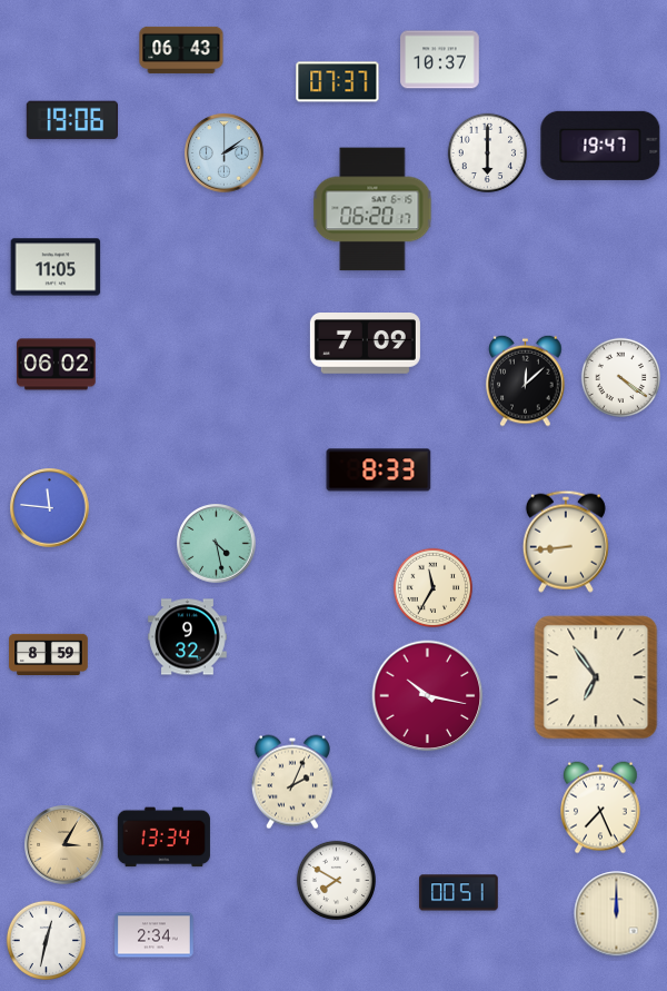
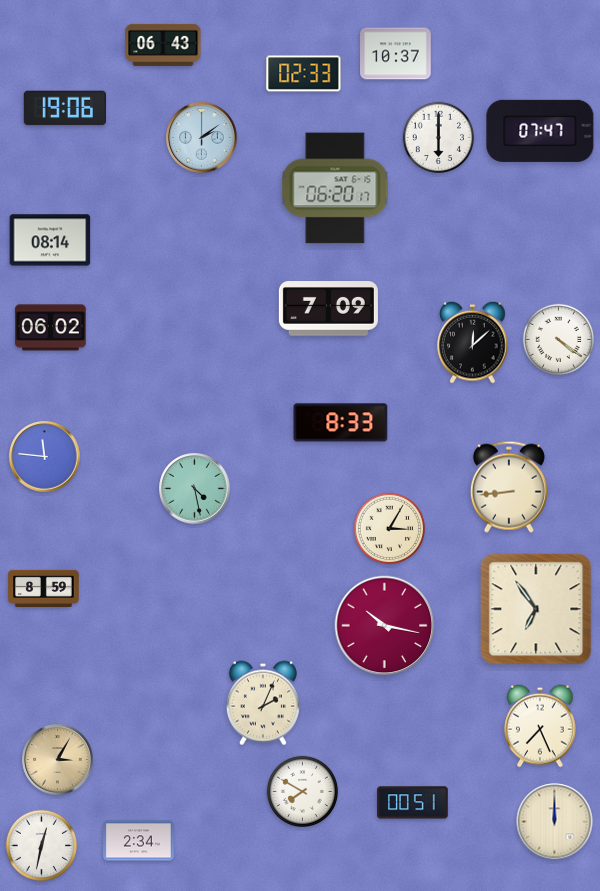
clock at (338, 82): 07:37 -> 02:33
clock at (600, 146): 19:47 -> 07:47
clock at (56, 267): 11:05 -> 08:14
clock at (432, 587): 11:35 -> 3:05
clock at (188, 637): 9:32 -> none
clock at (163, 838): 13:34 -> none
